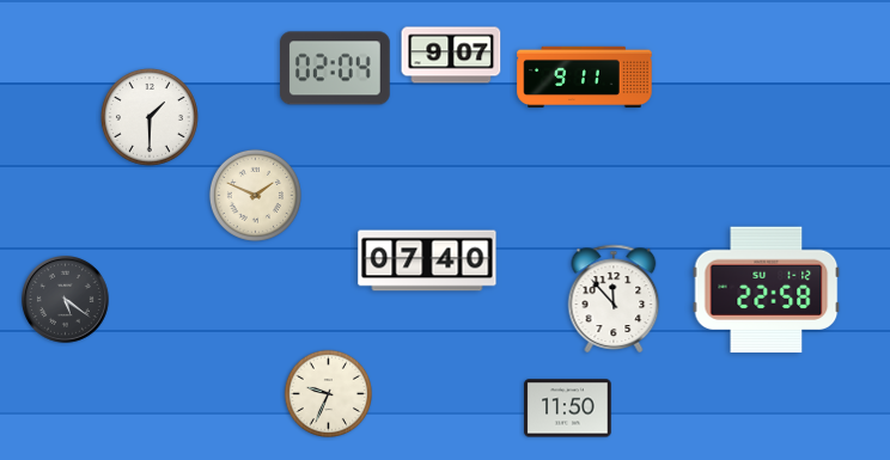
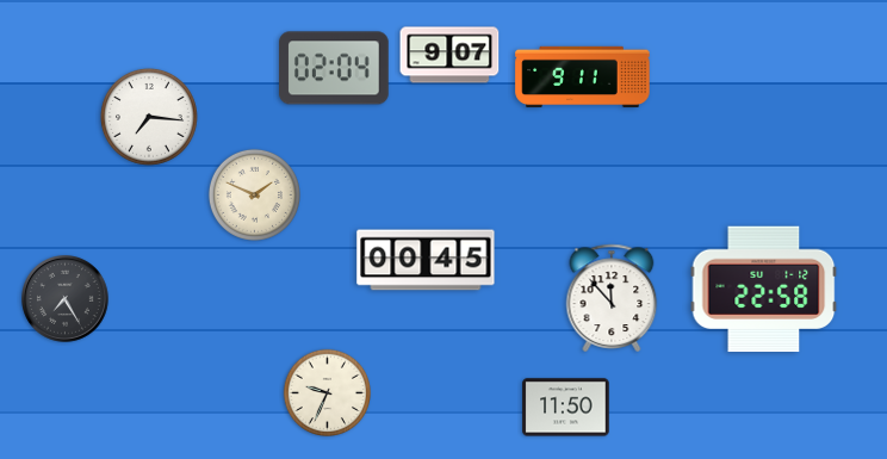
clock at (150, 117): 1:30 -> 7:16
clock at (427, 260): 07:40 -> 00:45
clock at (66, 300): 5:21 -> 7:25
